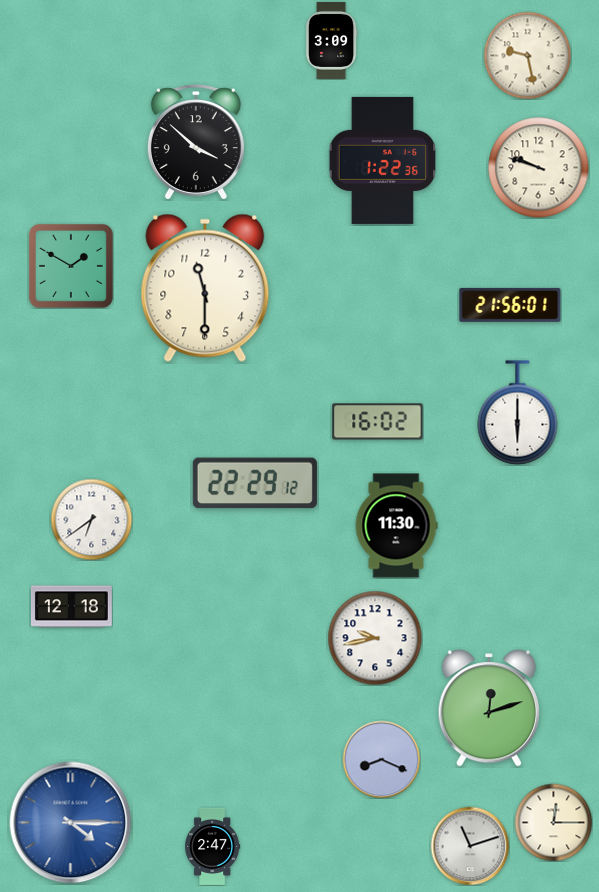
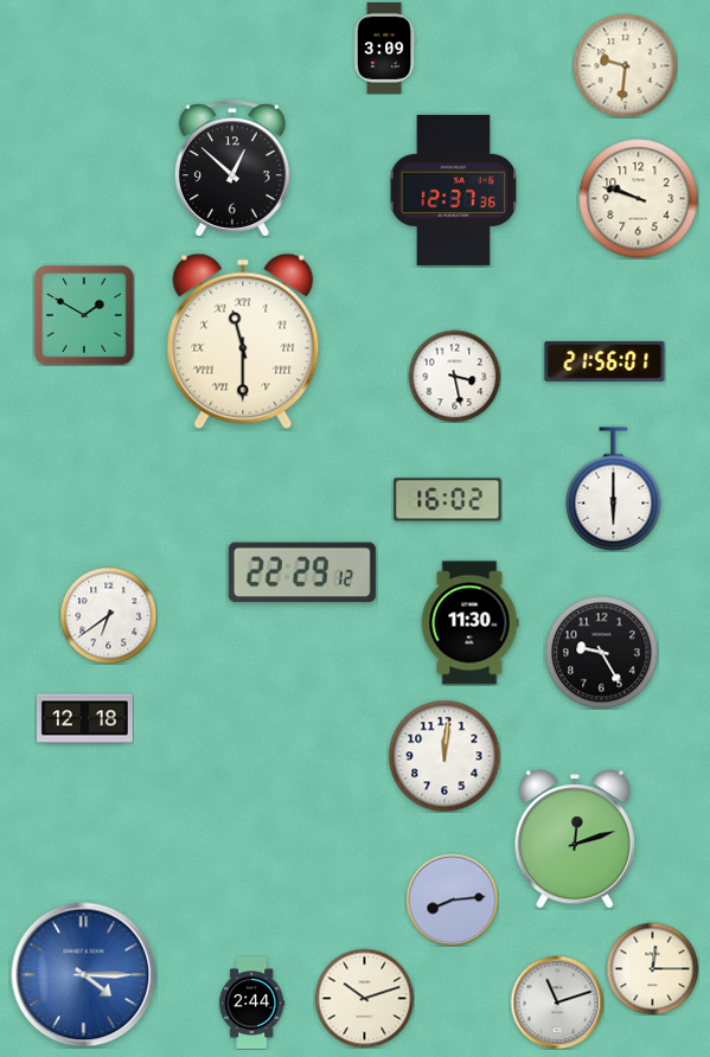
clock at (331, 40) position: (331, 40) -> (384, 47)
clock at (527, 55): 9:28 -> 9:31
clock at (196, 142): 3:52 -> 12:52
clock at (383, 160): 1:22 -> 12:37
clock at (205, 288) numerals: Arabic -> Roman
clock at (454, 376): none -> 3:28
clock at (601, 652): none -> 9:25
clock at (375, 638): 9:43 -> 12:01
clock at (488, 708) position: (488, 708) -> (574, 839)
clock at (381, 759): 8:19 -> 8:14
clock at (553, 822) position: (553, 822) -> (652, 968)
clock at (364, 998): none -> 10:12
clock at (213, 846): 2:47 -> 2:44
